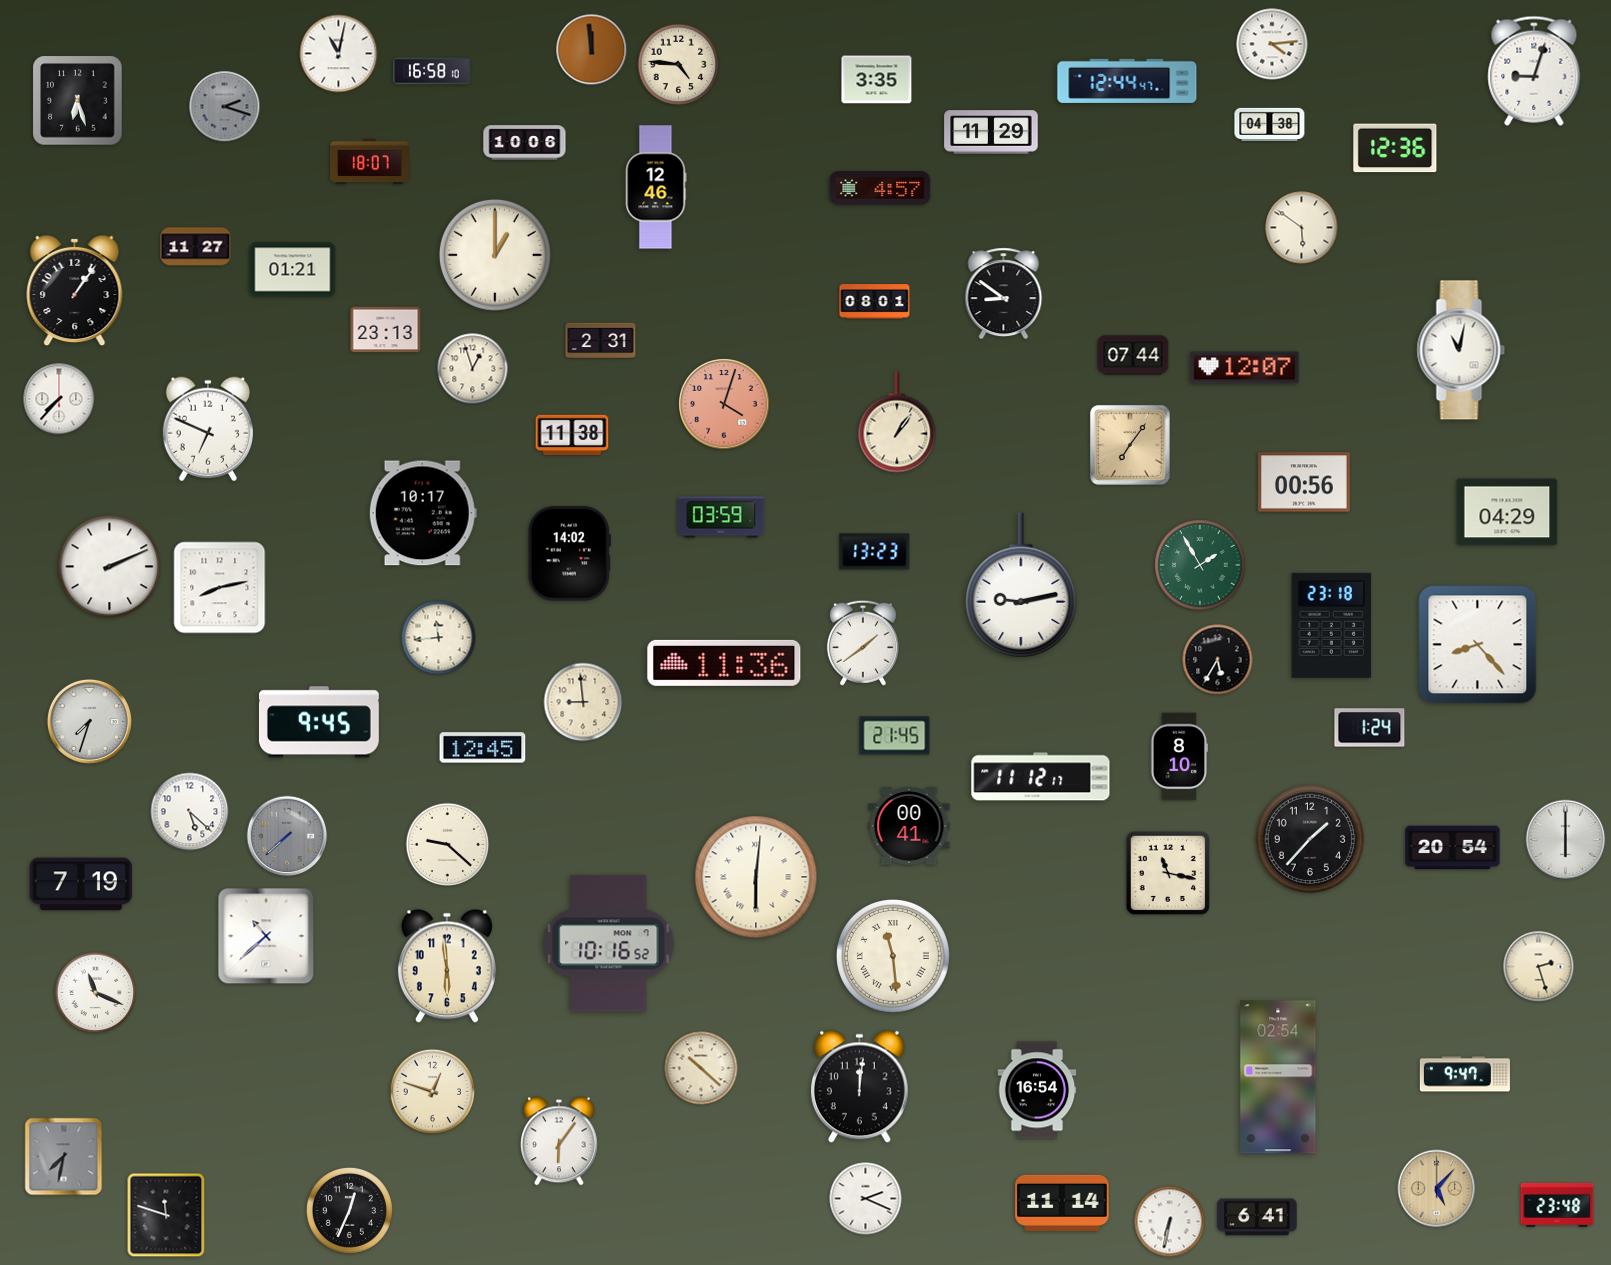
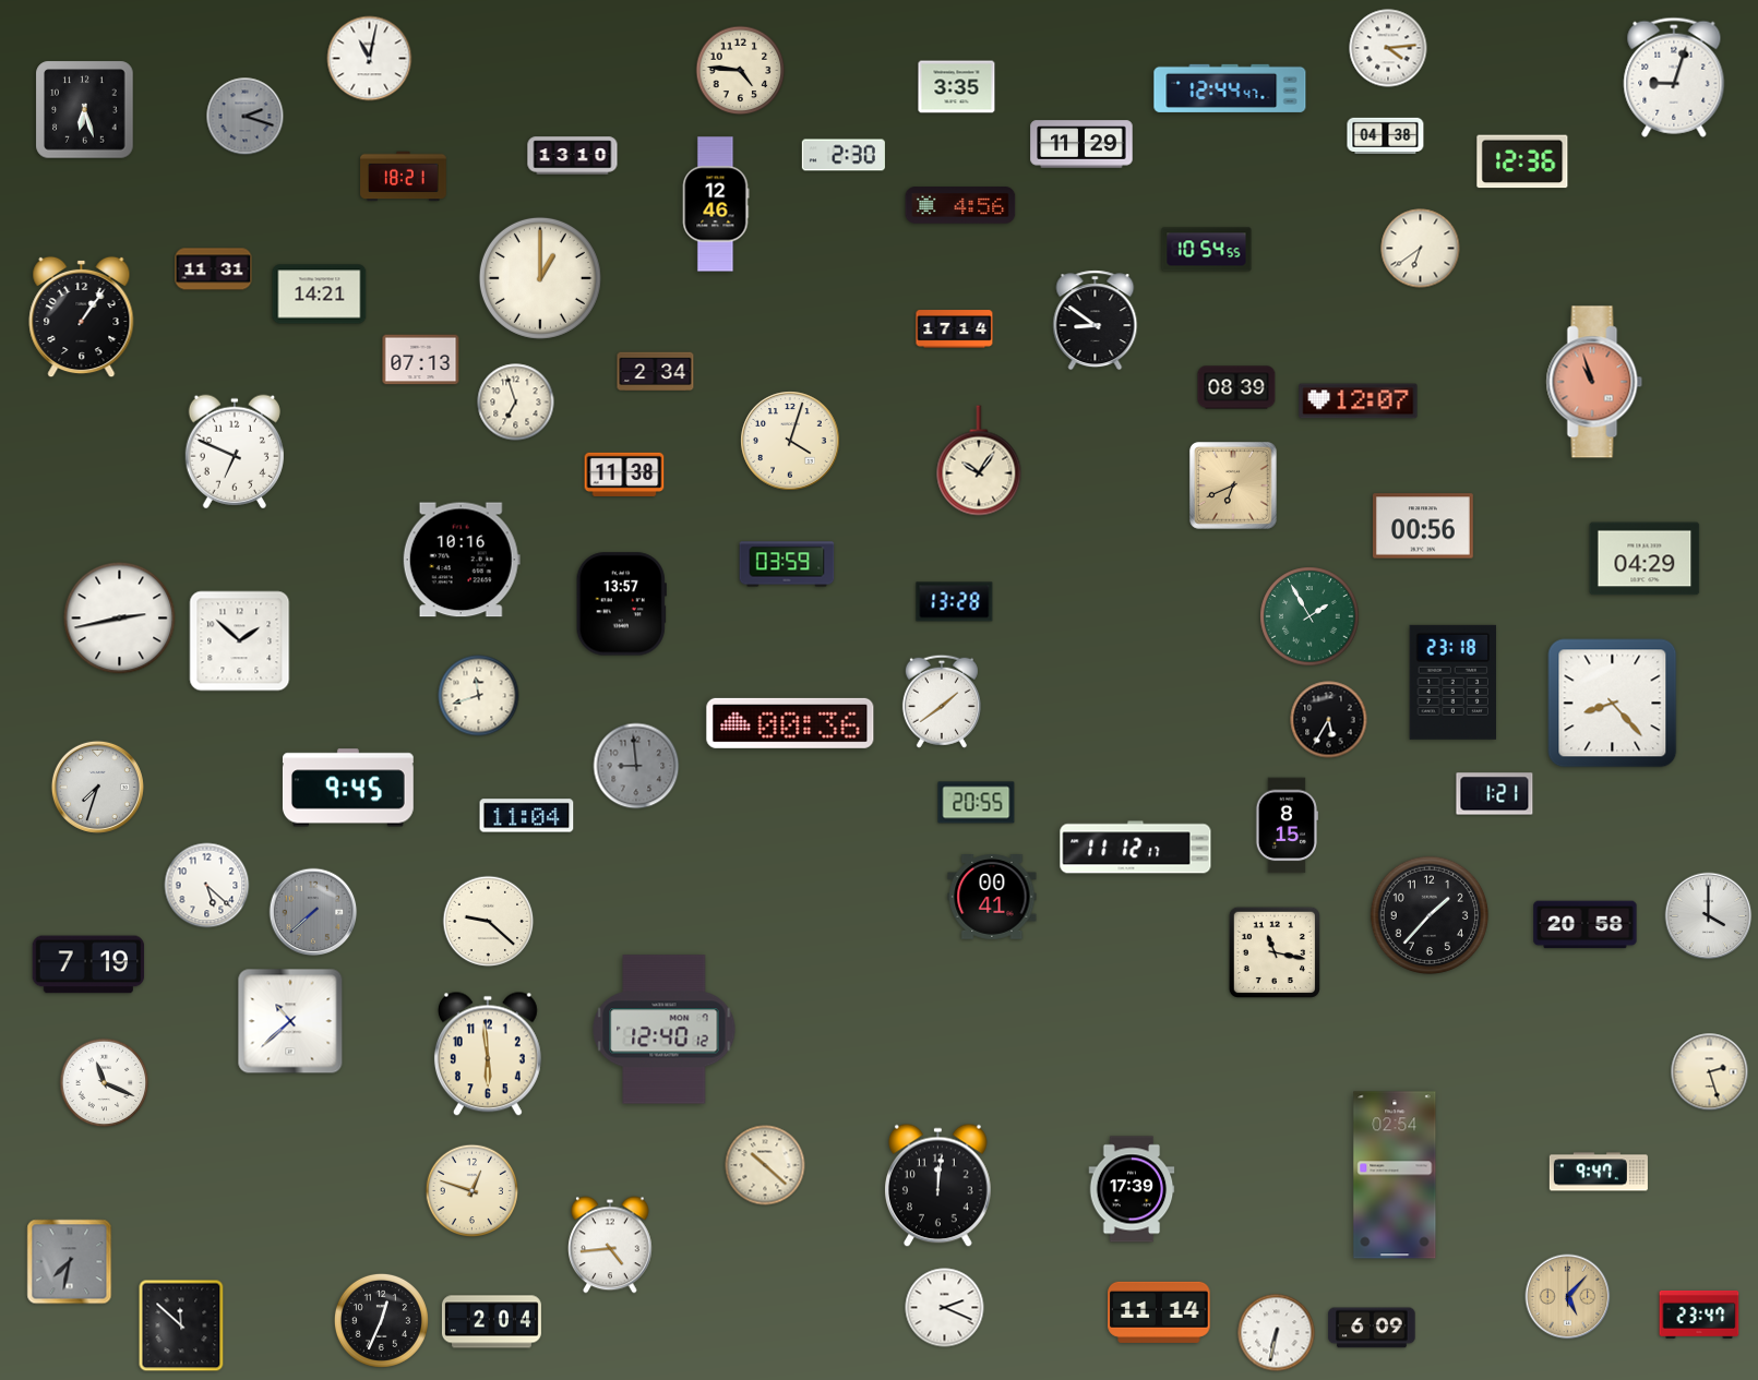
clock at (592, 50): 11:59 -> none
clock at (433, 71): 16:58 -> none
clock at (844, 155): none -> 2:30
clock at (525, 143): 10:06 -> 13:10
clock at (370, 162): 18:07 -> 18:21
clock at (880, 188): 4:57 -> 4:56
clock at (1302, 228): 5:51 -> 6:39
clock at (1207, 250): none -> 10:54
clock at (196, 247): 11:27 -> 11:31
clock at (293, 270): 01:21 -> 14:21
clock at (875, 302): 08:01 -> 17:14
clock at (386, 330): 23:13 -> 07:13
clock at (601, 341): 2:31 -> 2:34
clock at (1461, 350): 11:02 -> 10:57
clock at (1461, 350) dial: white -> salmon
clock at (1133, 355): 07:44 -> 08:39
clock at (473, 369): 12:57 -> 6:57
clock at (59, 399): 7:37 -> none
clock at (724, 404) dial: salmon -> cream
clock at (897, 422): 1:06 -> 10:06
clock at (208, 429) position: (208, 429) -> (235, 452)
clock at (1130, 445): 7:06 -> 6:41
clock at (423, 513): 10:17 -> 10:16
clock at (875, 552): 13:23 -> 13:28
clock at (569, 554): 14:02 -> 13:57
clock at (110, 567): 2:11 -> 2:43
clock at (1021, 585): 9:13 -> none
clock at (220, 588): 8:13 -> 1:52
clock at (439, 638): 11:44 -> 11:42
clock at (724, 663): 11:36 -> 00:36
clock at (583, 702) dial: cream -> grey
clock at (1370, 728): 1:24 -> 1:21
clock at (895, 736): 21:45 -> 20:55
clock at (483, 748): 12:45 -> 11:04
clock at (1178, 757): 8:10 -> 8:15
clock at (909, 827) position: (909, 827) -> (992, 898)
clock at (1566, 840): 6:00 -> 4:00
clock at (1453, 848): 20:54 -> 20:58
clock at (756, 877): 6:01 -> none
clock at (609, 944): 10:16 -> 12:40
clock at (893, 956): 11:29 -> none
clock at (1539, 967) position: (1539, 967) -> (1710, 1072)
clock at (1037, 1090): 16:54 -> 17:39
clock at (560, 1141): 6:06 -> 4:44
clock at (1557, 1205): 23:48 -> 23:47
clock at (491, 1322): none -> 2:04
clock at (166, 1215): 11:48 -> 11:52
clock at (1257, 1217): 6:41 -> 6:09
